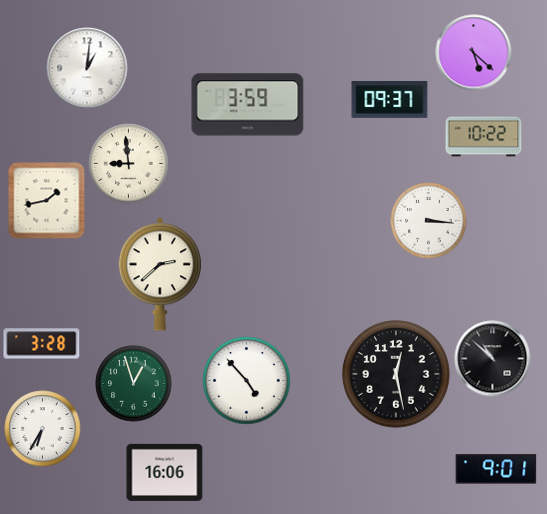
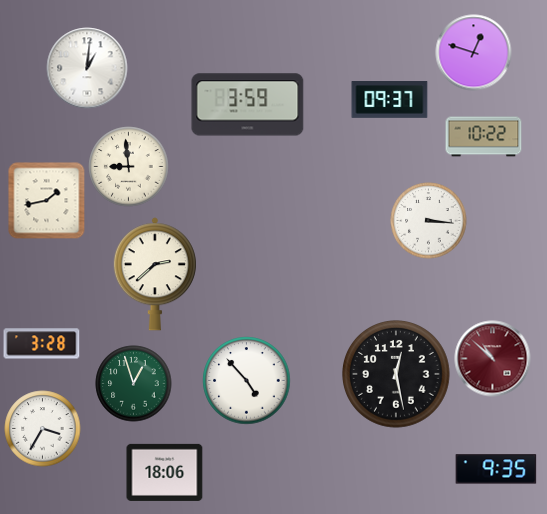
clock at (474, 53): 5:22 -> 12:48
clock at (129, 164) position: (129, 164) -> (129, 167)
clock at (160, 274) position: (160, 274) -> (155, 274)
clock at (493, 359) dial: black -> burgundy
clock at (43, 429): 6:35 -> 3:35
clock at (496, 469): 9:01 -> 9:35
clock at (165, 472): 16:06 -> 18:06
